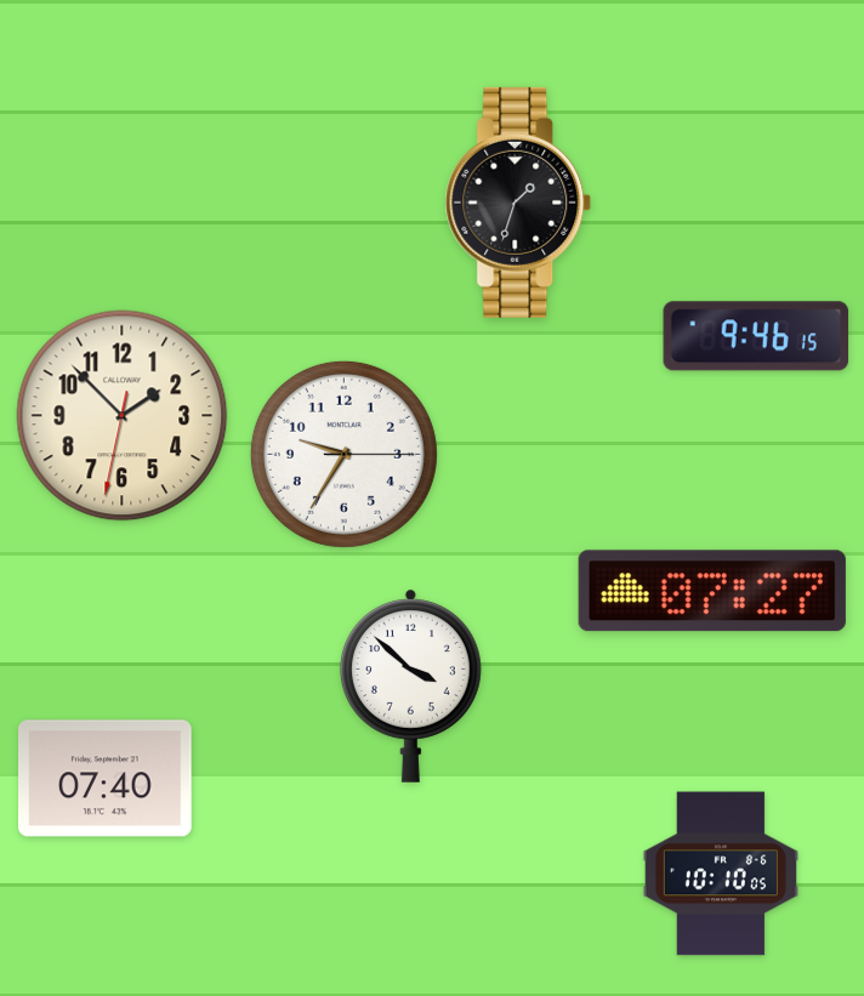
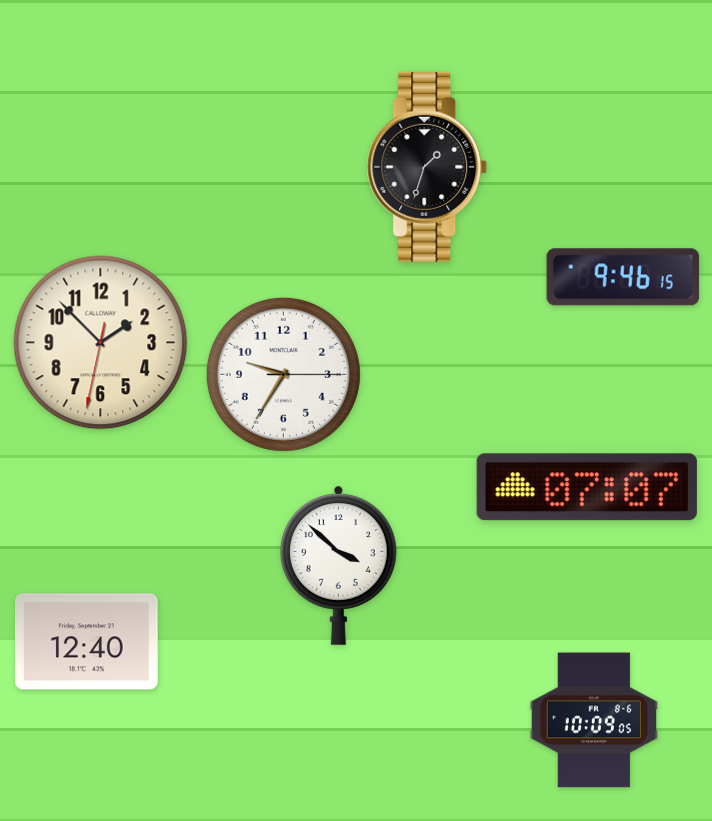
clock at (712, 591): 07:27 -> 07:07
clock at (106, 779): 07:40 -> 12:40
clock at (720, 873): 10:10 -> 10:09
